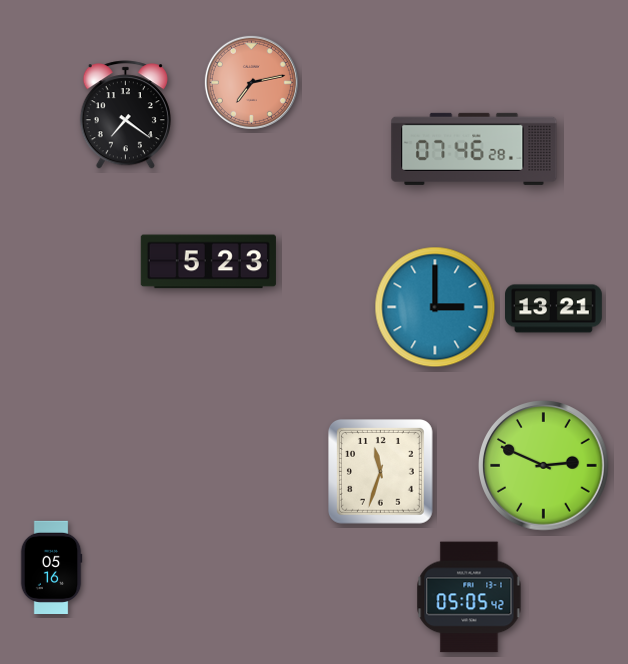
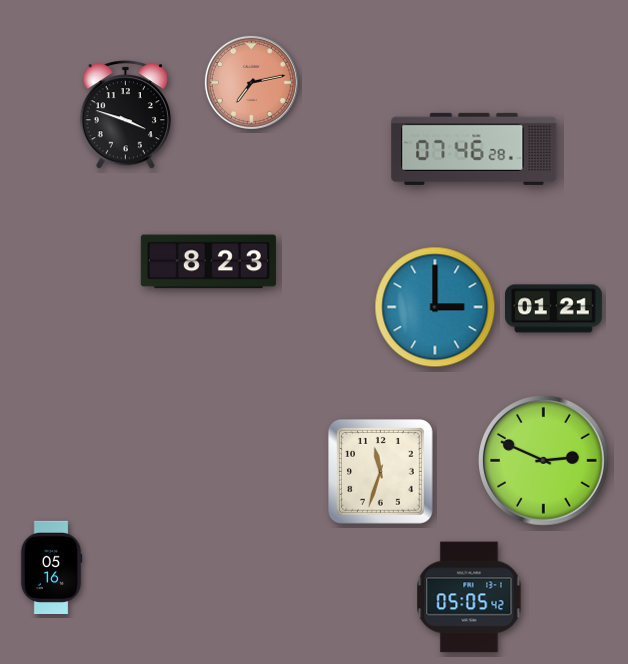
clock at (125, 115): 7:21 -> 3:48
clock at (208, 262): 5:23 -> 8:23
clock at (554, 309): 13:21 -> 01:21
clock at (544, 466) position: (544, 466) -> (544, 461)
